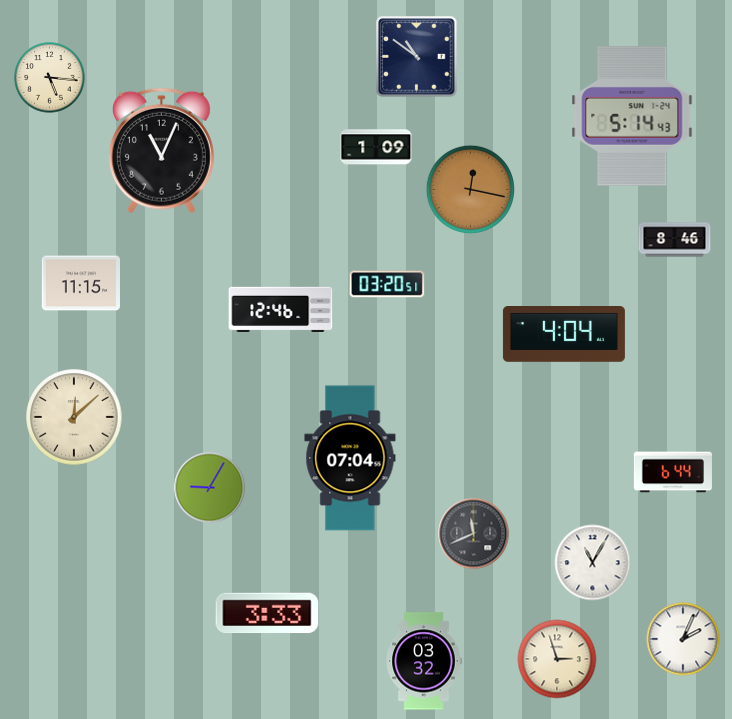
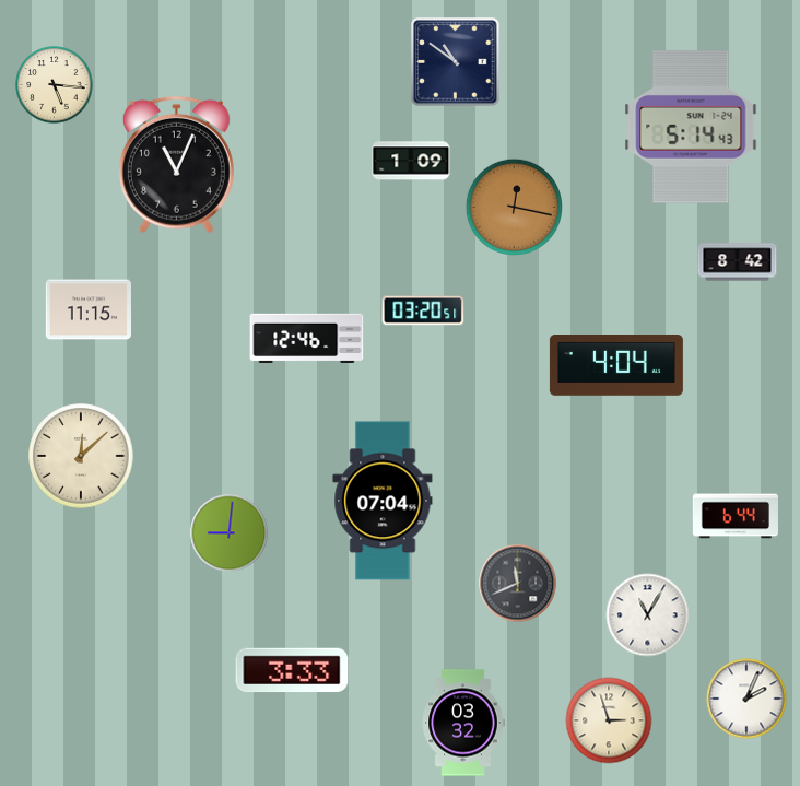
clock at (675, 240): 8:46 -> 8:42
clock at (210, 488): 9:05 -> 9:01
